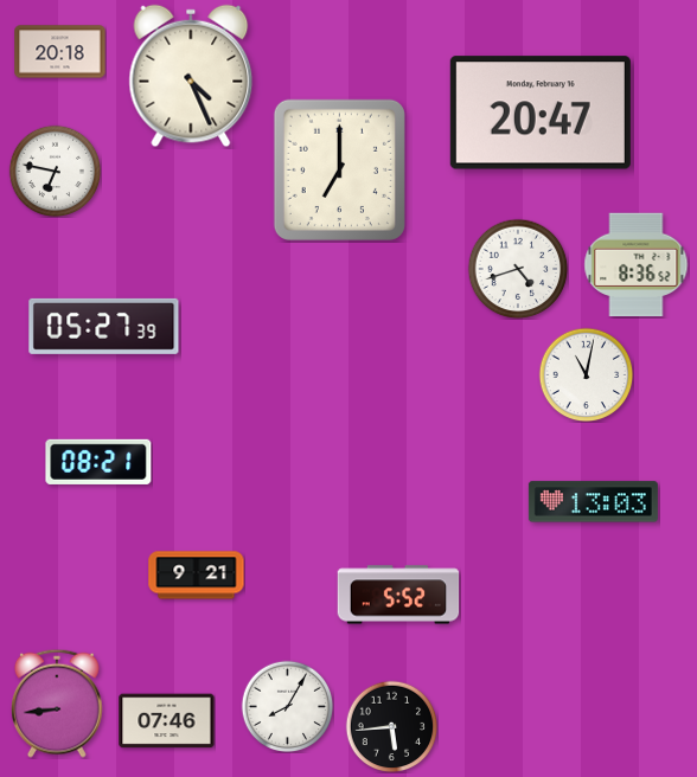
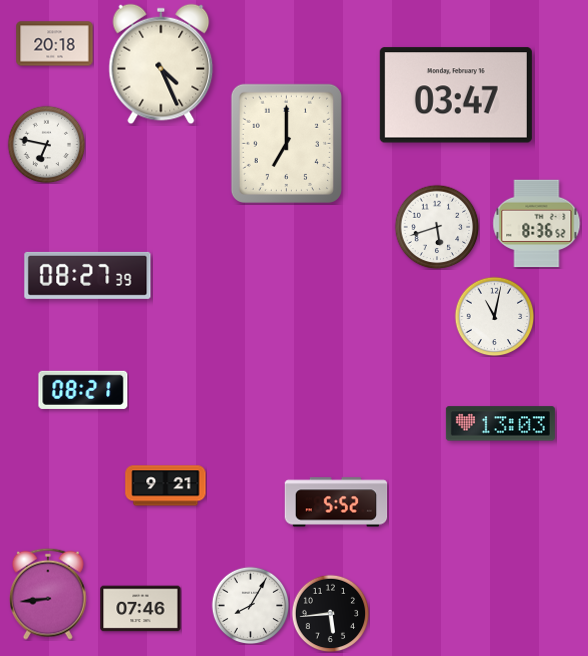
clock at (60, 52) position: (60, 52) -> (55, 44)
clock at (541, 113): 20:47 -> 03:47
clock at (518, 269): 4:42 -> 5:42
clock at (104, 326): 05:27 -> 08:27
clock at (287, 706) position: (287, 706) -> (250, 605)
